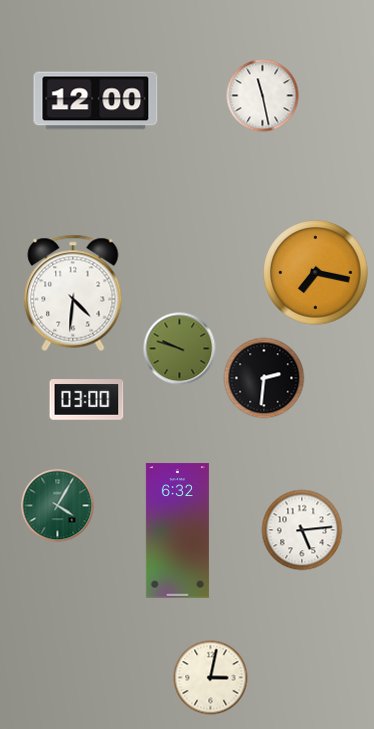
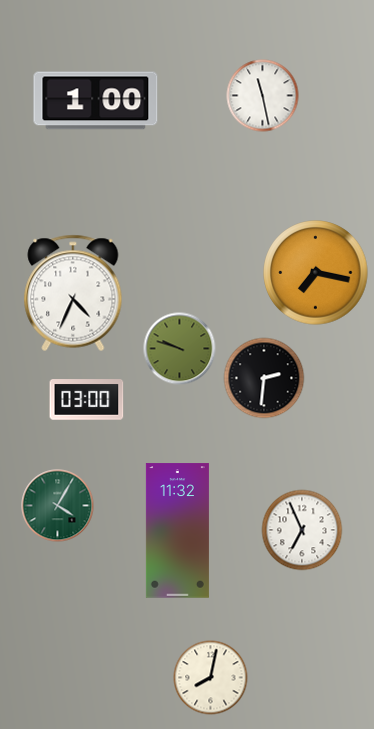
clock at (96, 101): 12:00 -> 1:00
clock at (73, 293): 4:31 -> 4:34
clock at (302, 530): 5:14 -> 6:56
clock at (177, 531): 6:32 -> 11:32
clock at (211, 678): 3:02 -> 8:02
